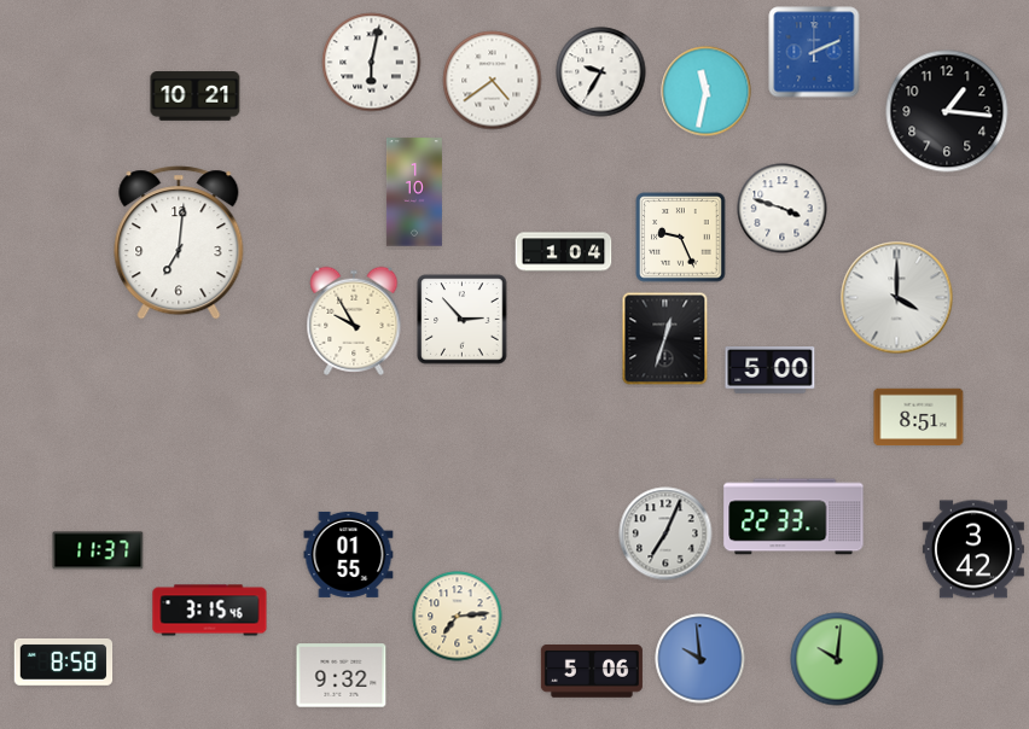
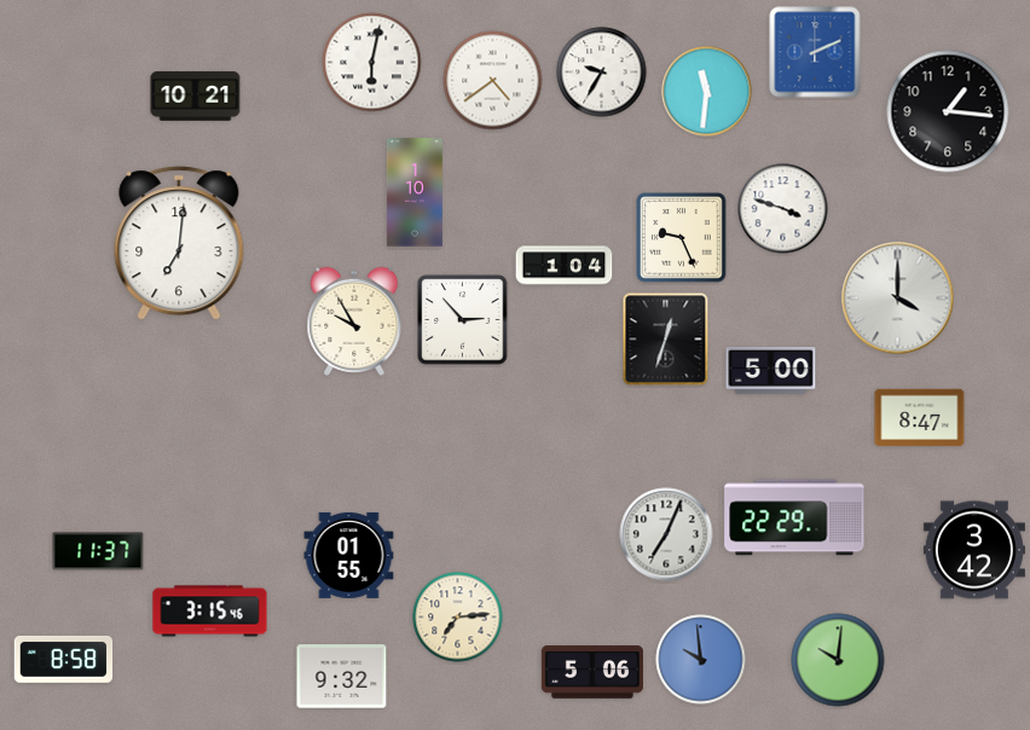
clock at (707, 92): 11:32 -> 11:31
clock at (564, 252) position: (564, 252) -> (565, 266)
clock at (919, 418): 8:51 -> 8:47
clock at (793, 517): 22:33 -> 22:29
clock at (64, 661) position: (64, 661) -> (64, 659)
